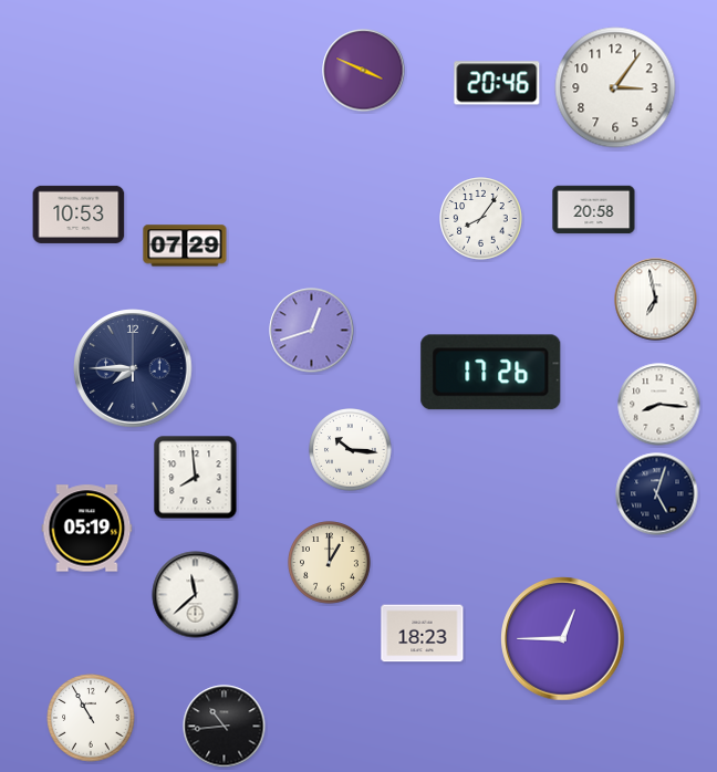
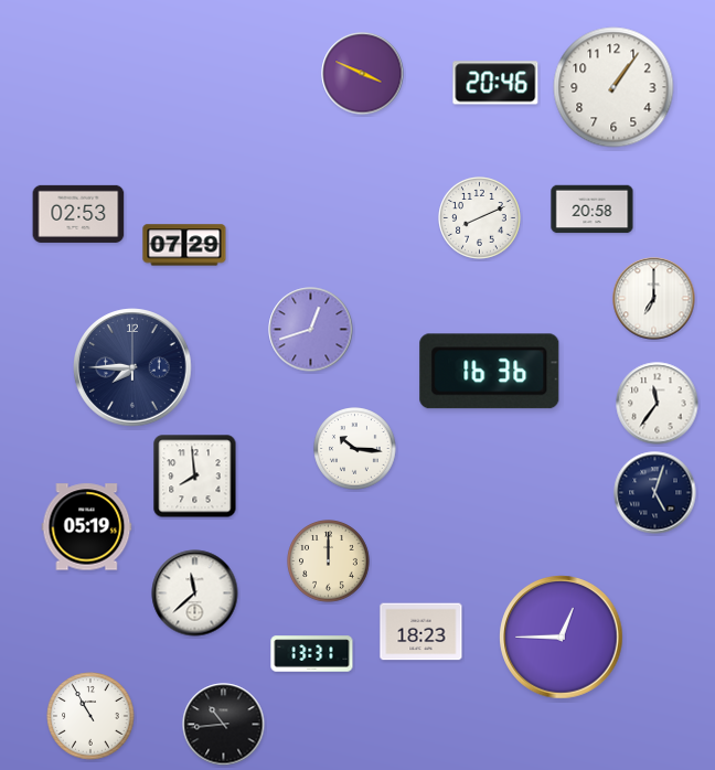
clock at (364, 71) position: (364, 71) -> (363, 74)
clock at (615, 87): 3:06 -> 1:06
clock at (79, 215): 10:53 -> 02:53
clock at (481, 219): 8:06 -> 8:11
clock at (656, 300): 6:58 -> 7:00
clock at (491, 373): 17:26 -> 16:36
clock at (659, 405): 8:16 -> 11:36
clock at (351, 450) position: (351, 450) -> (355, 449)
clock at (330, 563): 1:00 -> 12:00
clock at (312, 654): none -> 13:31
